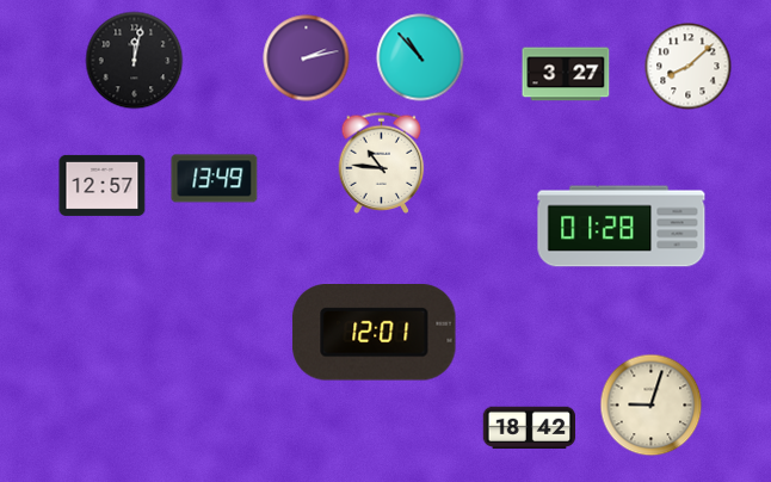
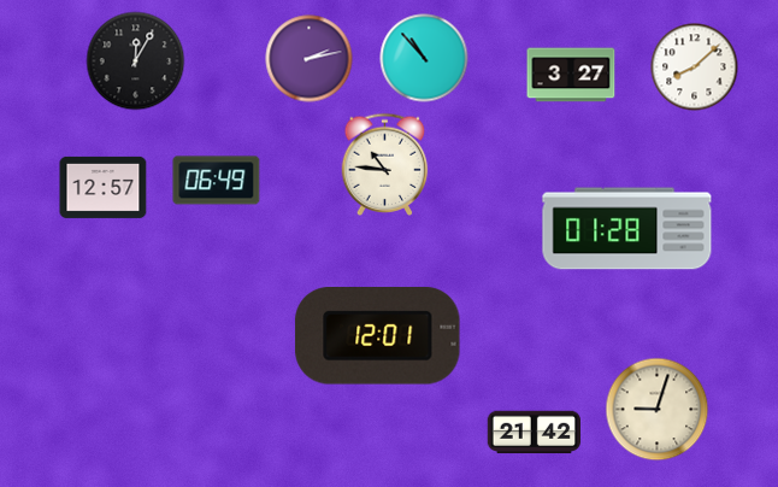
clock at (135, 61): 12:02 -> 12:05
clock at (215, 179): 13:49 -> 06:49
clock at (529, 428): 18:42 -> 21:42
